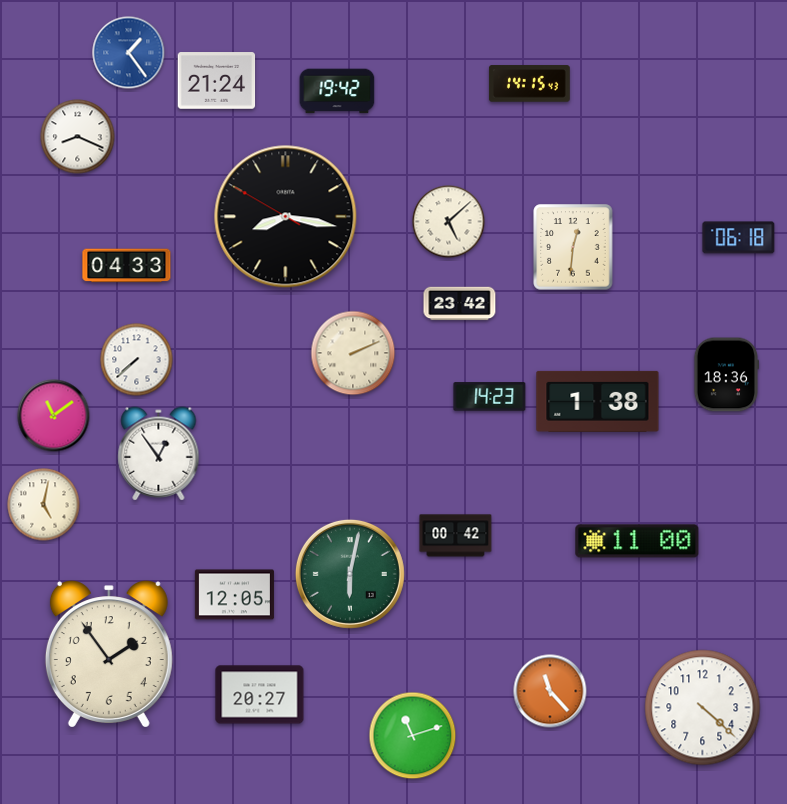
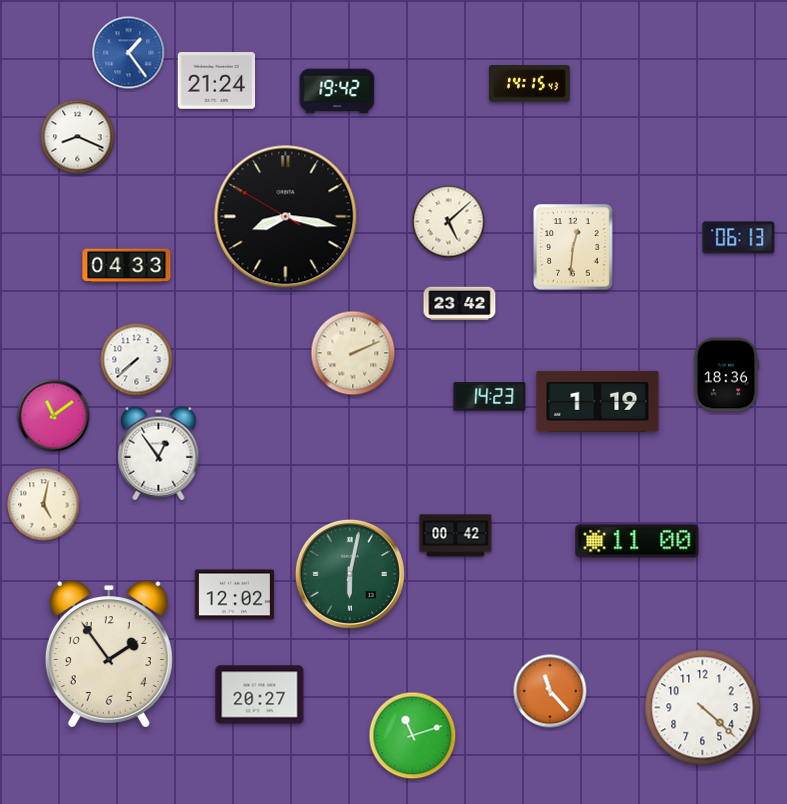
clock at (739, 238): 06:18 -> 06:13
clock at (598, 401): 1:38 -> 1:19
clock at (234, 595): 12:05 -> 12:02
